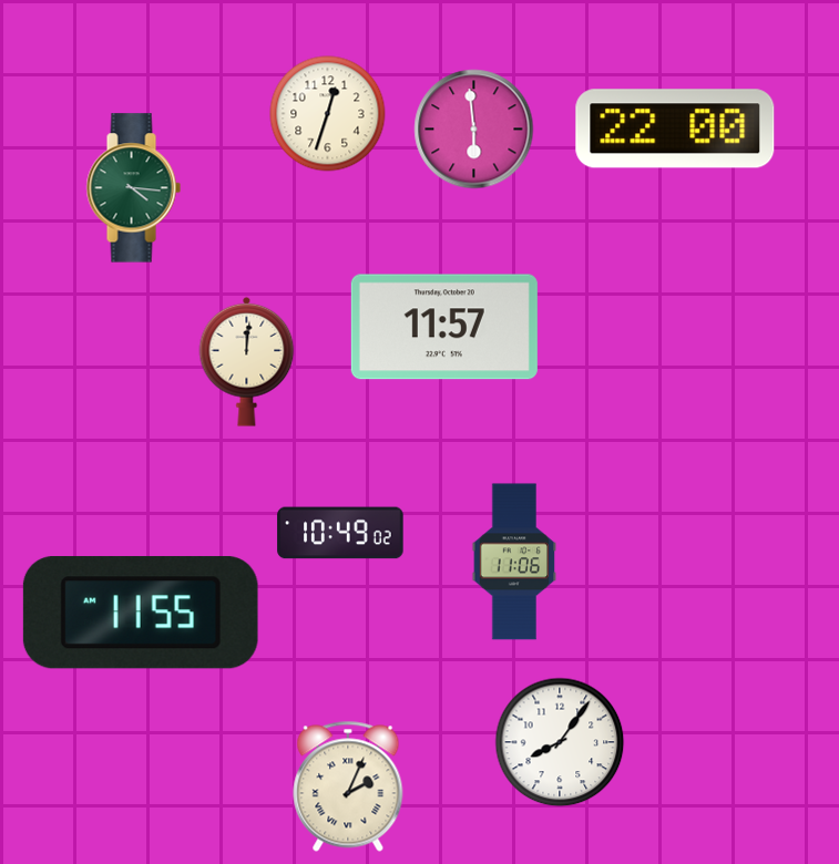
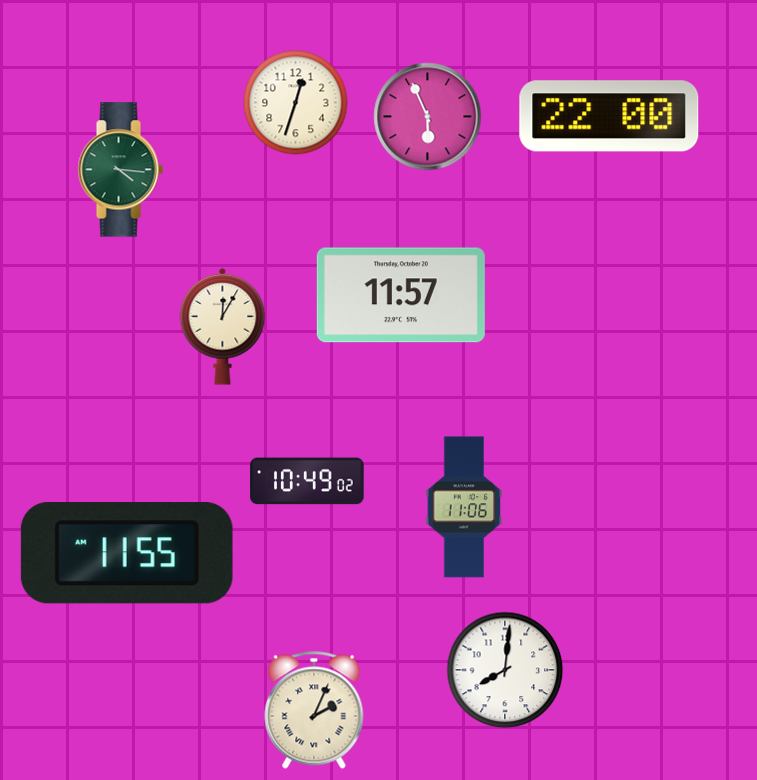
clock at (474, 130): 5:59 -> 5:56
clock at (247, 361): 12:01 -> 12:05
clock at (560, 742): 8:06 -> 8:01
